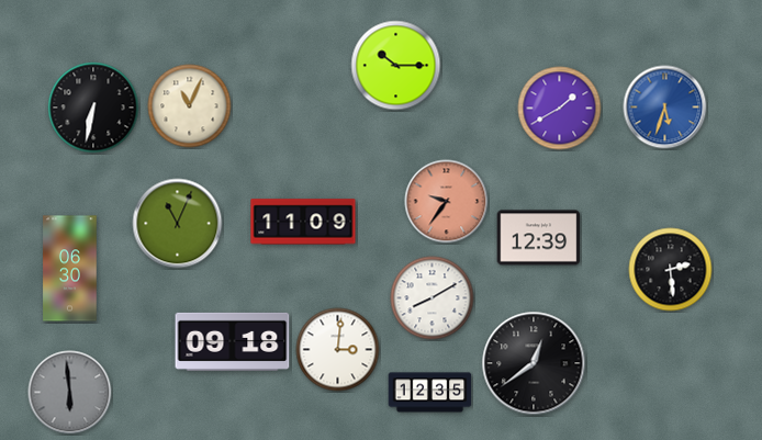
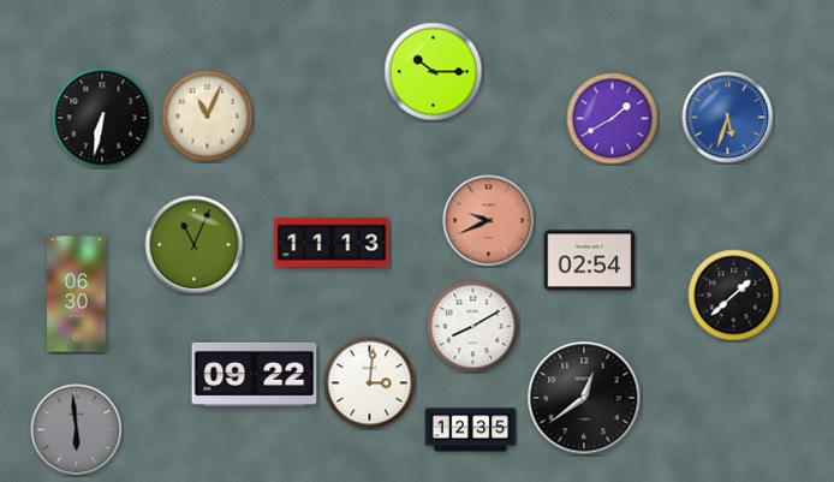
clock at (447, 202): 9:36 -> 9:41
clock at (303, 222): 11:09 -> 11:13
clock at (539, 238): 12:39 -> 02:54
clock at (671, 270): 2:29 -> 1:38
clock at (233, 341): 09:18 -> 09:22
